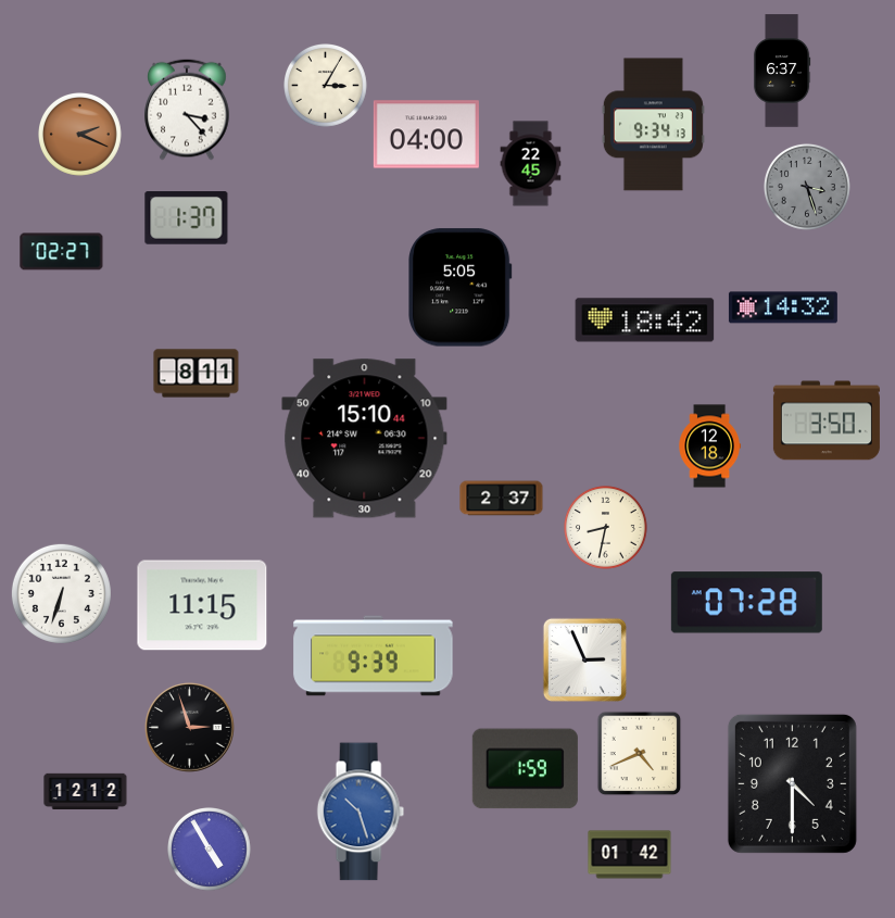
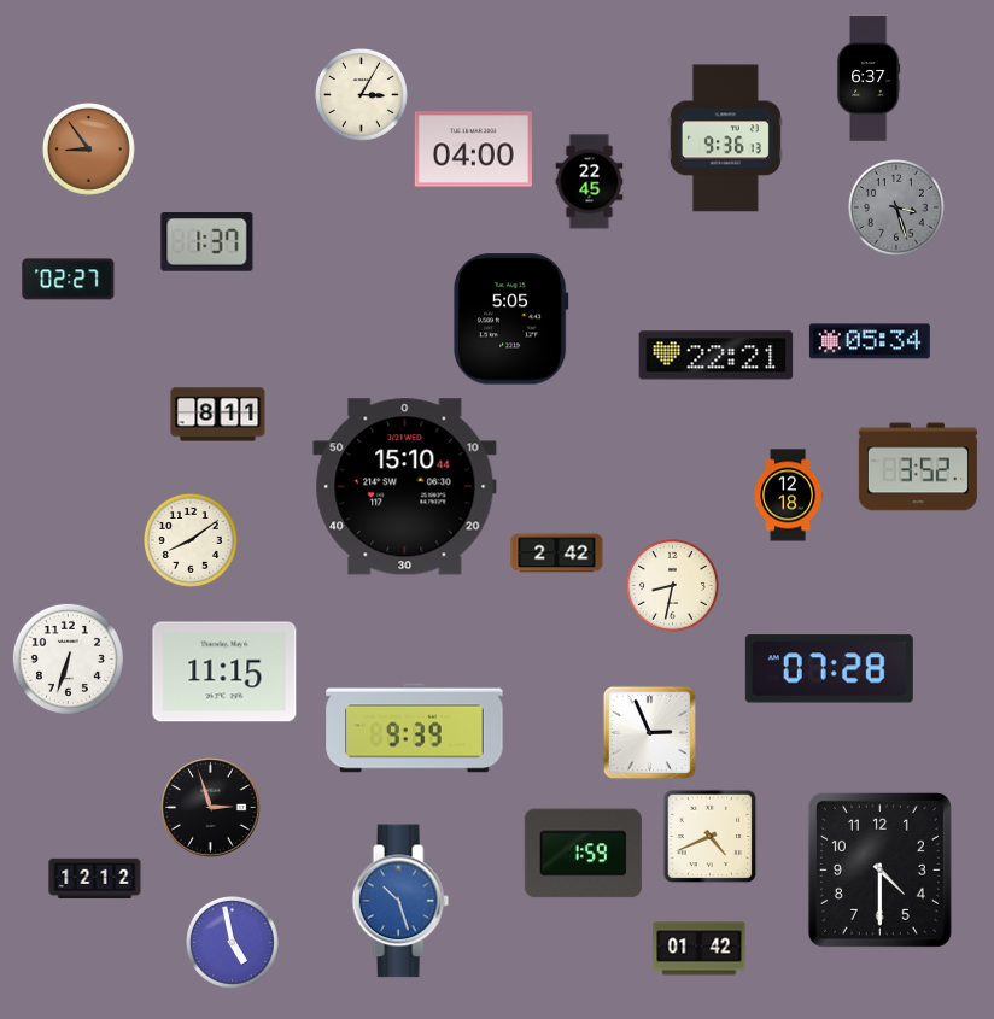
clock at (187, 110): 3:23 -> none
clock at (653, 125): 9:34 -> 9:36
clock at (80, 135): 2:19 -> 8:54
clock at (783, 307): 14:32 -> 05:34
clock at (645, 320): 18:42 -> 22:21
clock at (827, 420): 3:50 -> 3:52
clock at (191, 540): none -> 8:09
clock at (502, 499): 2:37 -> 2:42
clock at (210, 850): 4:55 -> 4:58
